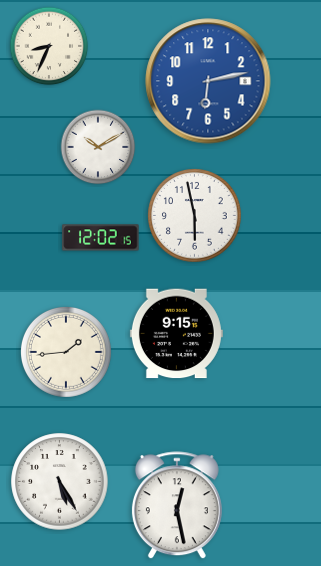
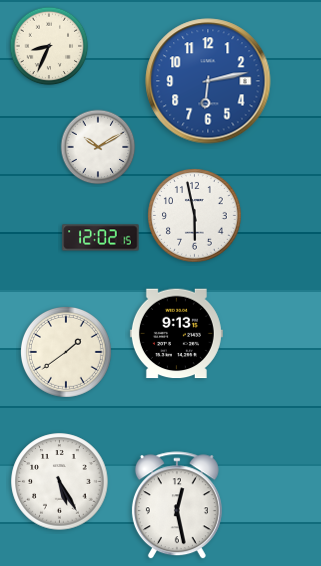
clock at (176, 334): 9:15 -> 9:13
clock at (66, 352): 1:44 -> 1:39
